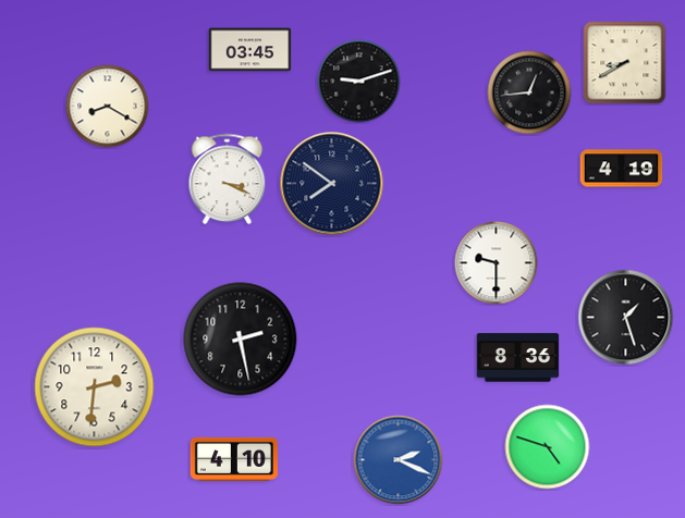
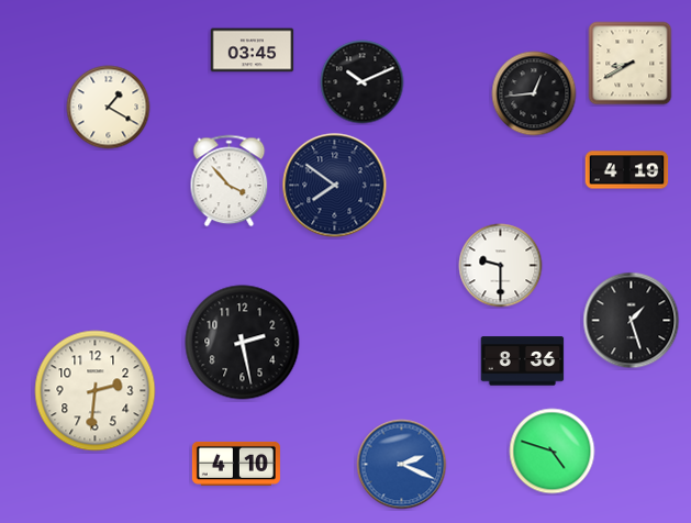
clock at (359, 82): 9:12 -> 10:11
clock at (108, 107): 8:20 -> 1:20
clock at (228, 180): 3:19 -> 3:53
